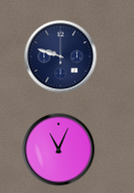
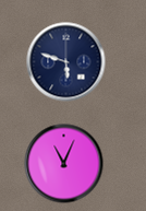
clock at (61, 57): 9:48 -> 5:48
